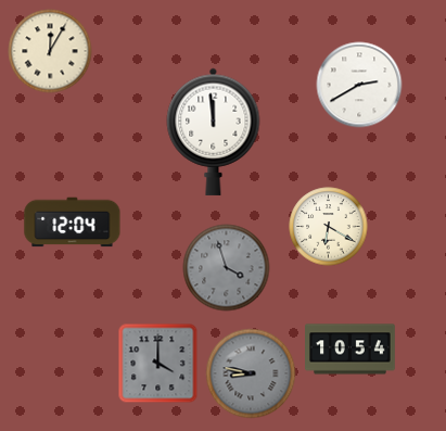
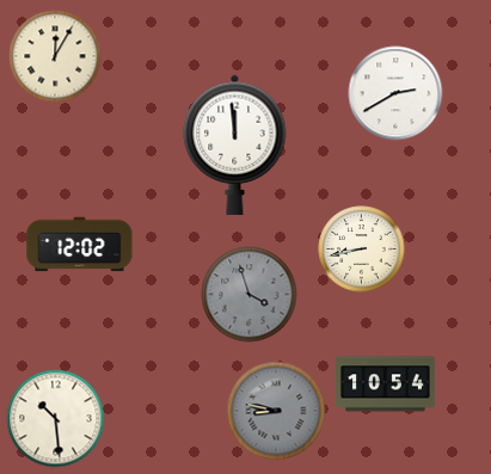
clock at (73, 223): 12:04 -> 12:02
clock at (329, 227): 6:20 -> 8:43
clock at (158, 364): 4:00 -> none
clock at (56, 419): none -> 10:29
